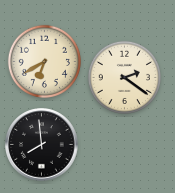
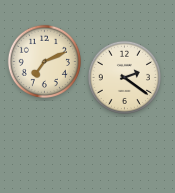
clock at (44, 61): 6:40 -> 7:11
clock at (42, 145): 7:59 -> none
